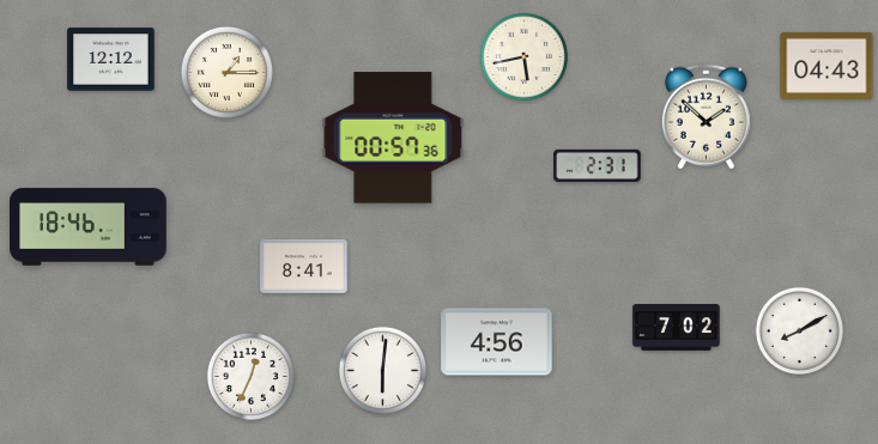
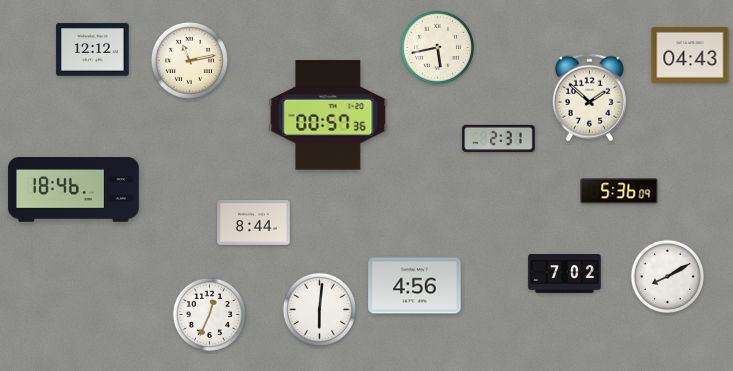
clock at (226, 72): 1:15 -> 11:13
clock at (619, 191): none -> 5:36
clock at (304, 267): 8:41 -> 8:44
